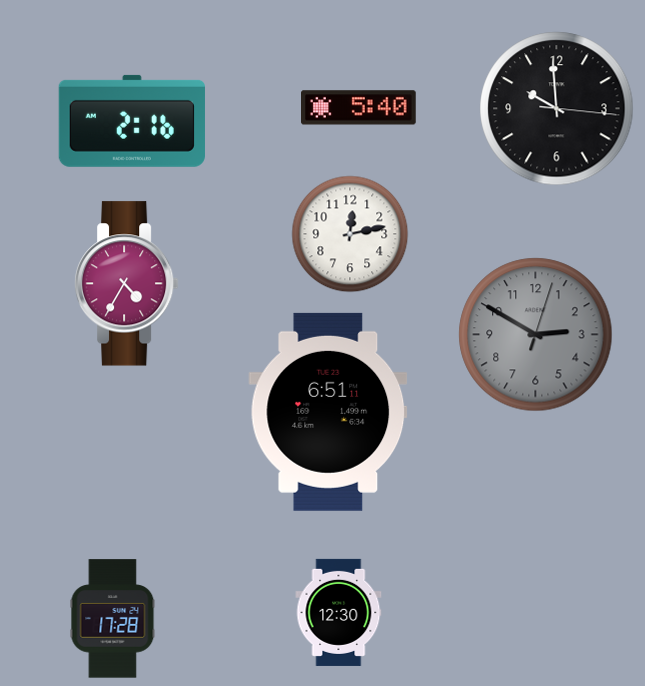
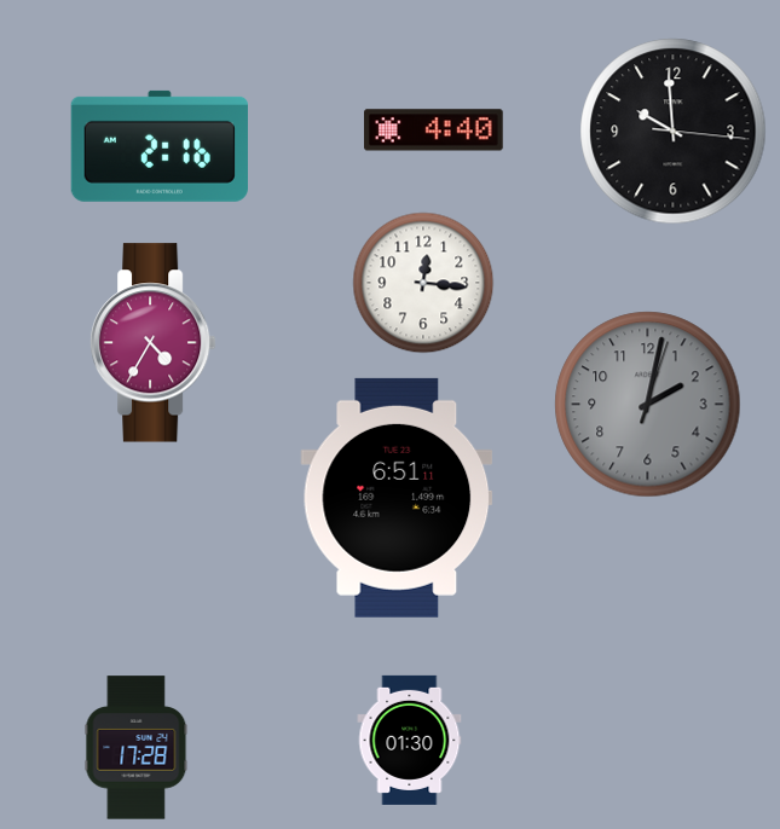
clock at (359, 108): 5:40 -> 4:40
clock at (350, 234): 12:13 -> 12:16
clock at (536, 335): 2:50 -> 2:02
clock at (339, 612): 12:30 -> 01:30
